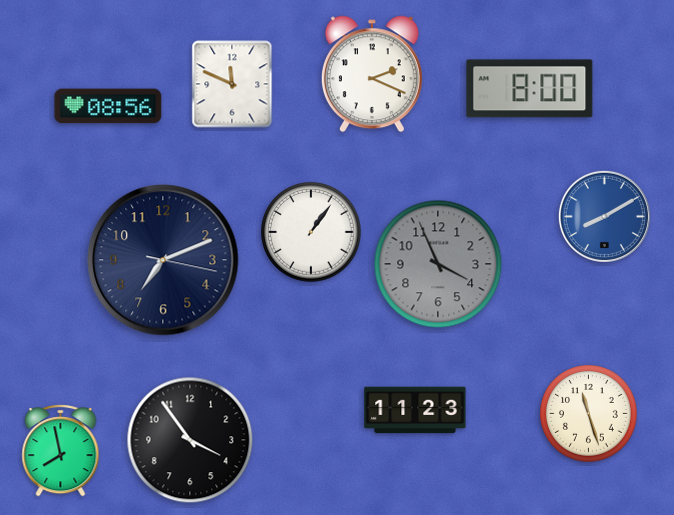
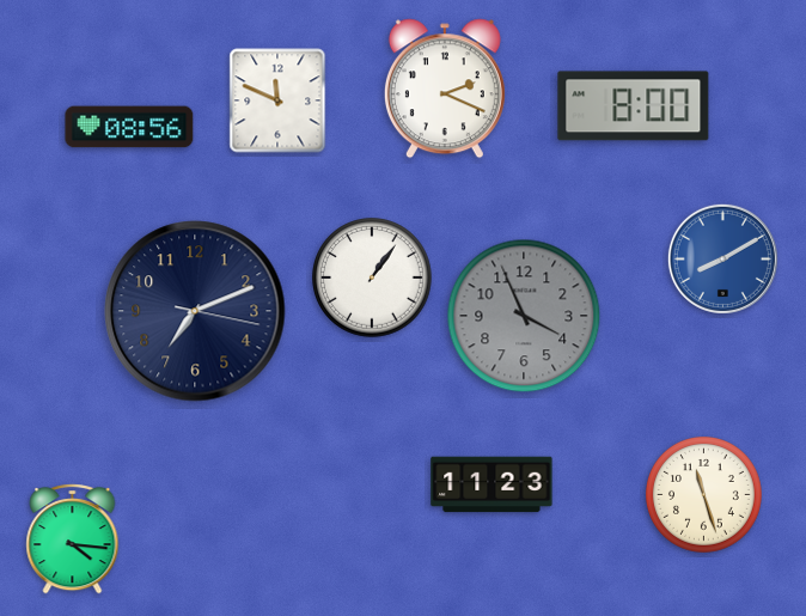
clock at (415, 410) position: (415, 410) -> (491, 484)
clock at (190, 440): 3:54 -> none
clock at (61, 451): 7:58 -> 4:16
